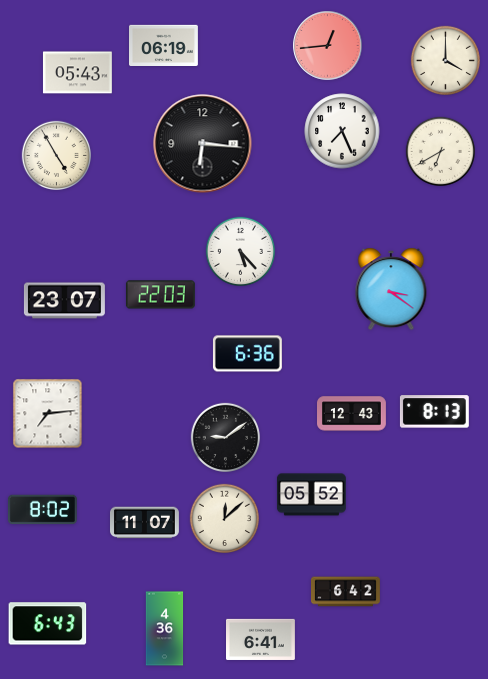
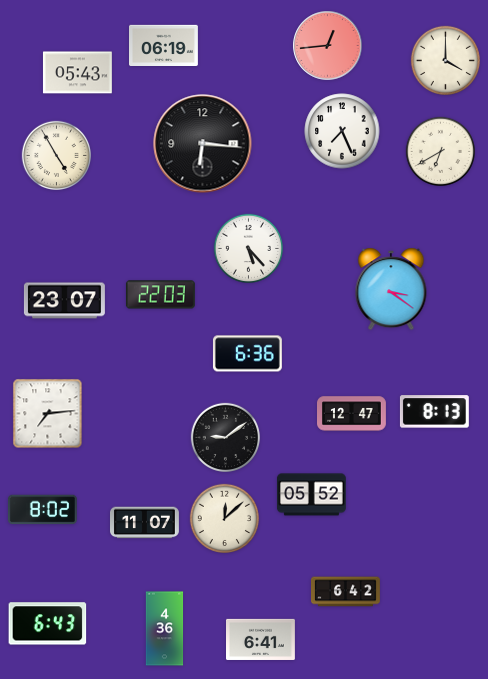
clock at (240, 251) position: (240, 251) -> (248, 248)
clock at (352, 414): 12:43 -> 12:47
